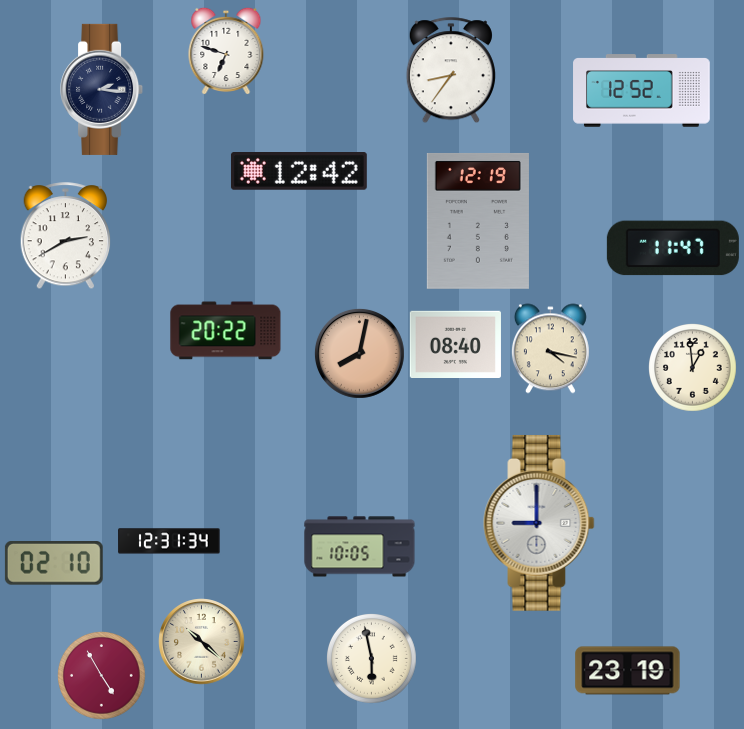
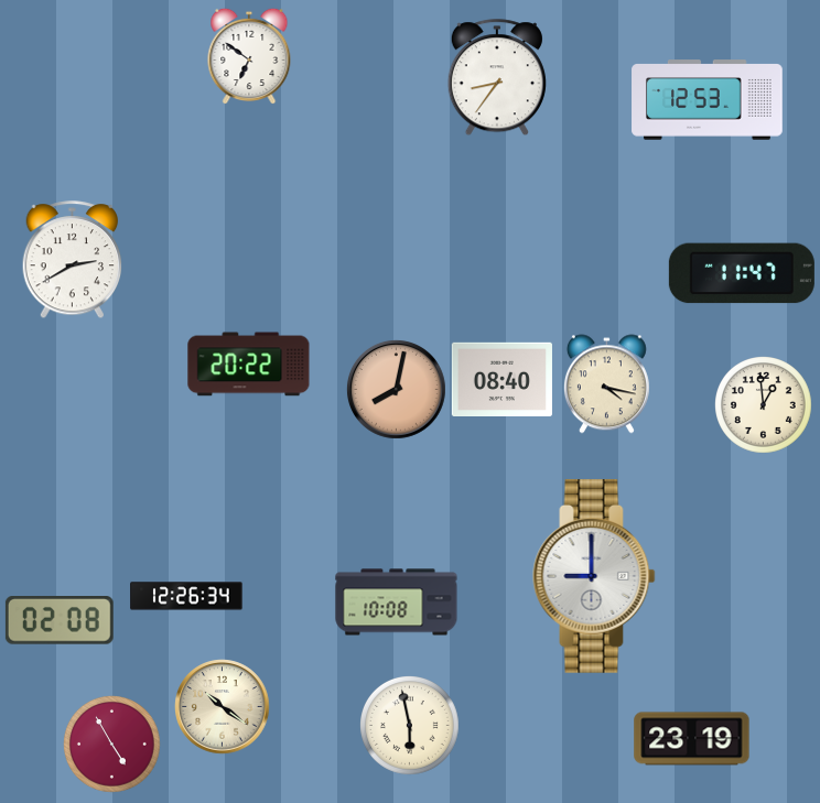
clock at (226, 51): 6:48 -> 6:51
clock at (102, 89): 2:16 -> none
clock at (642, 91): 12:52 -> 12:53
clock at (299, 171): 12:42 -> none
clock at (478, 221): 12:19 -> none
clock at (169, 541): 12:31 -> 12:26
clock at (360, 547): 10:05 -> 10:08
clock at (54, 564): 02:10 -> 02:08
clock at (202, 642): 10:22 -> 10:21
